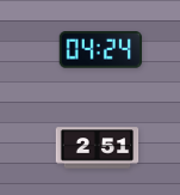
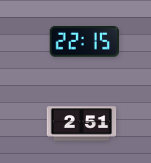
clock at (100, 50): 04:24 -> 22:15
